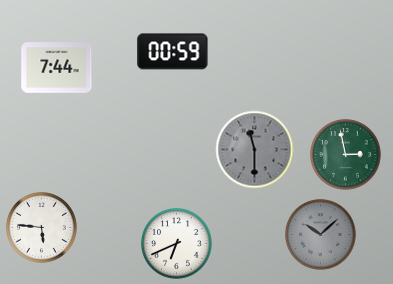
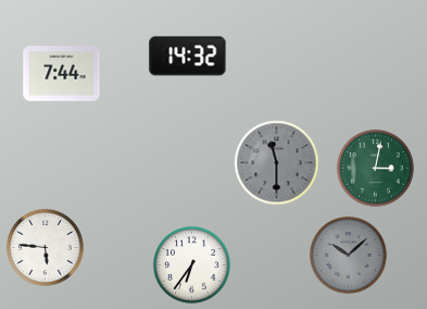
clock at (173, 52): 00:59 -> 14:32
clock at (346, 155): 2:58 -> 3:02
clock at (177, 244): 6:41 -> 6:36
